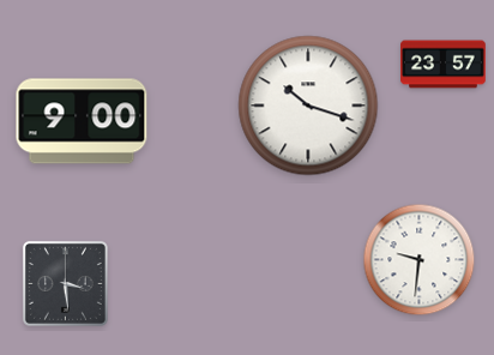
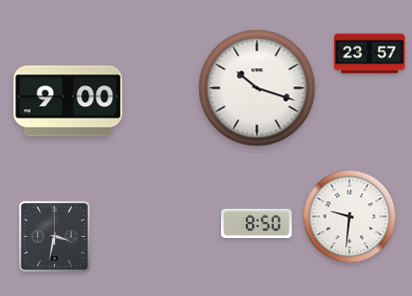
clock at (257, 224): none -> 8:50
clock at (65, 283): 3:29 -> 3:32
